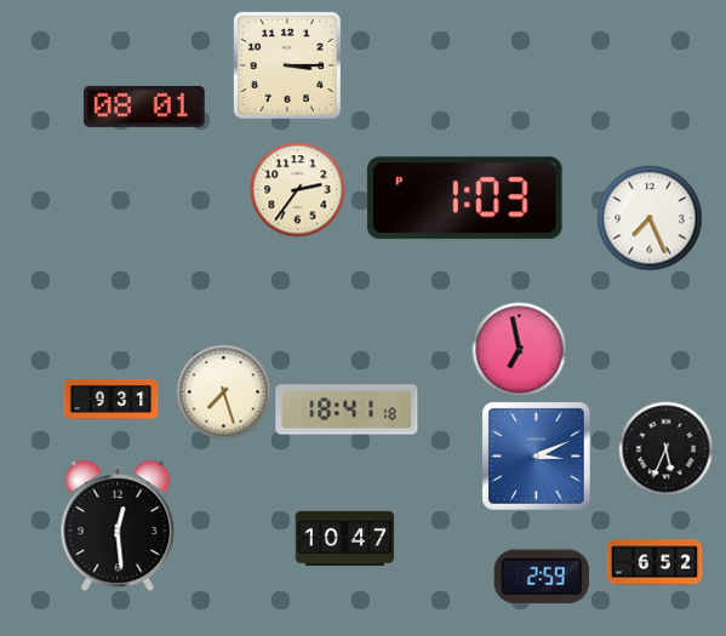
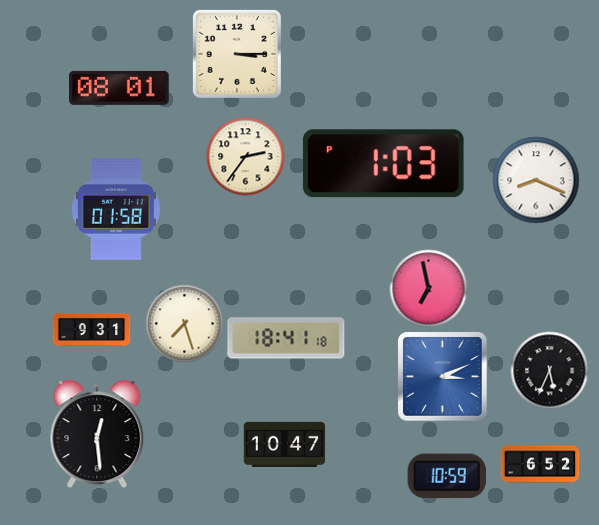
clock at (650, 218): 7:26 -> 8:19
clock at (116, 209): none -> 01:58
clock at (541, 577): 2:59 -> 10:59
